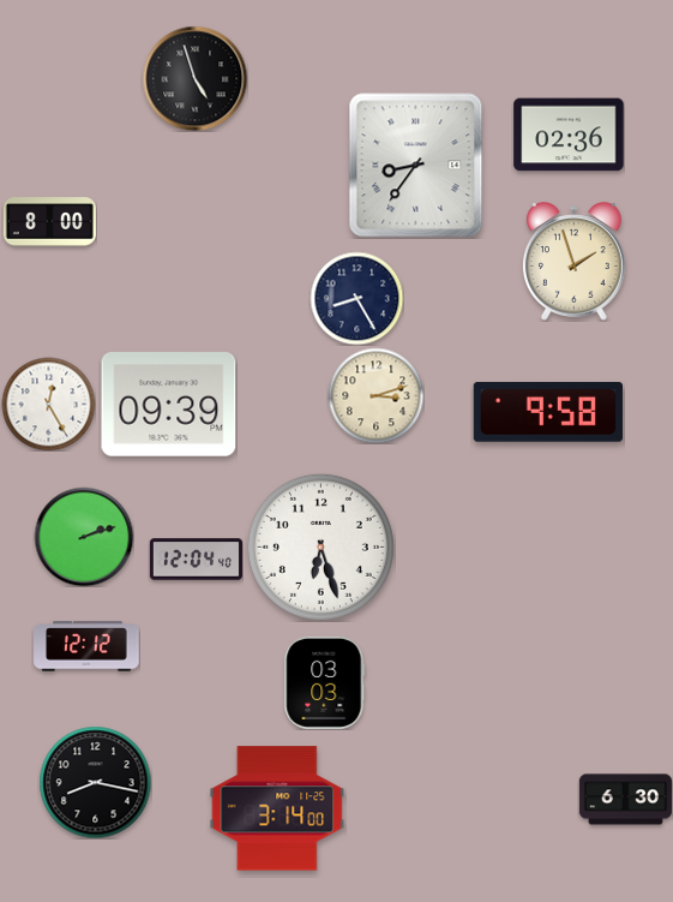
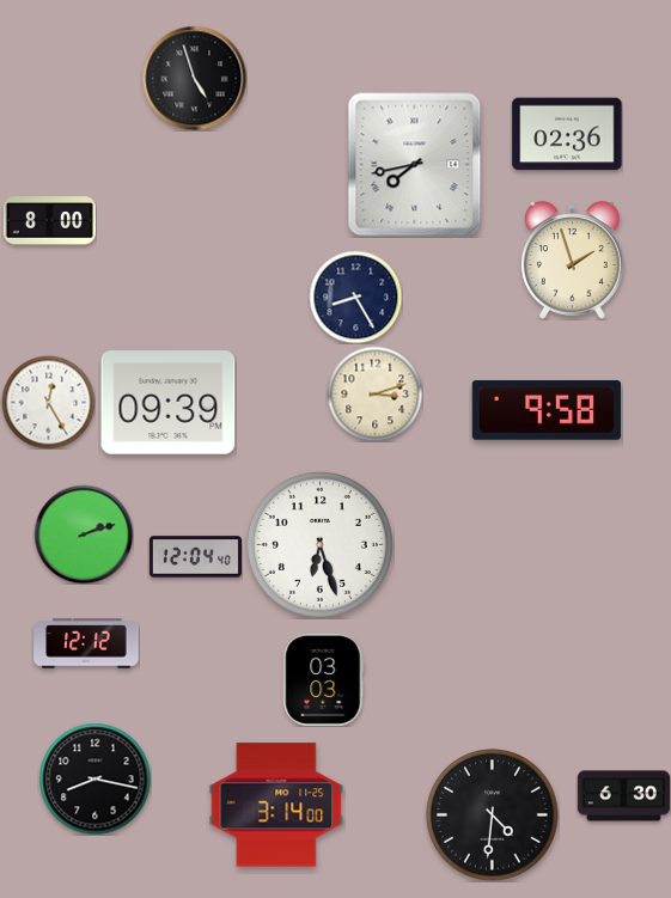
clock at (416, 166): 8:36 -> 7:43
clock at (493, 815): none -> 4:31
